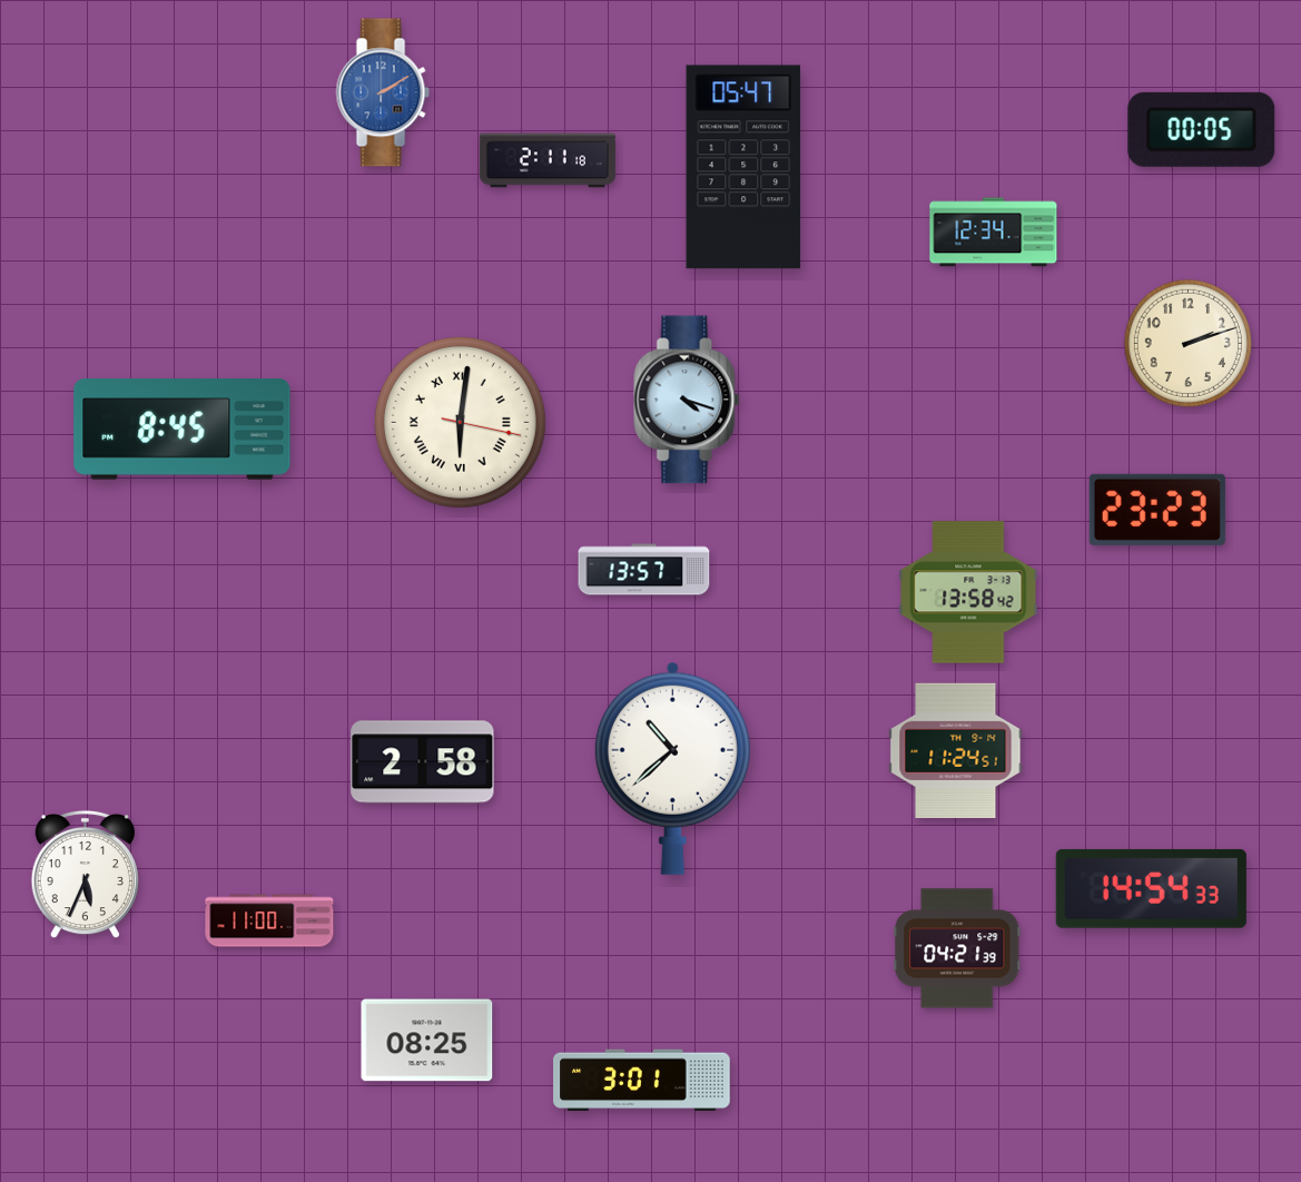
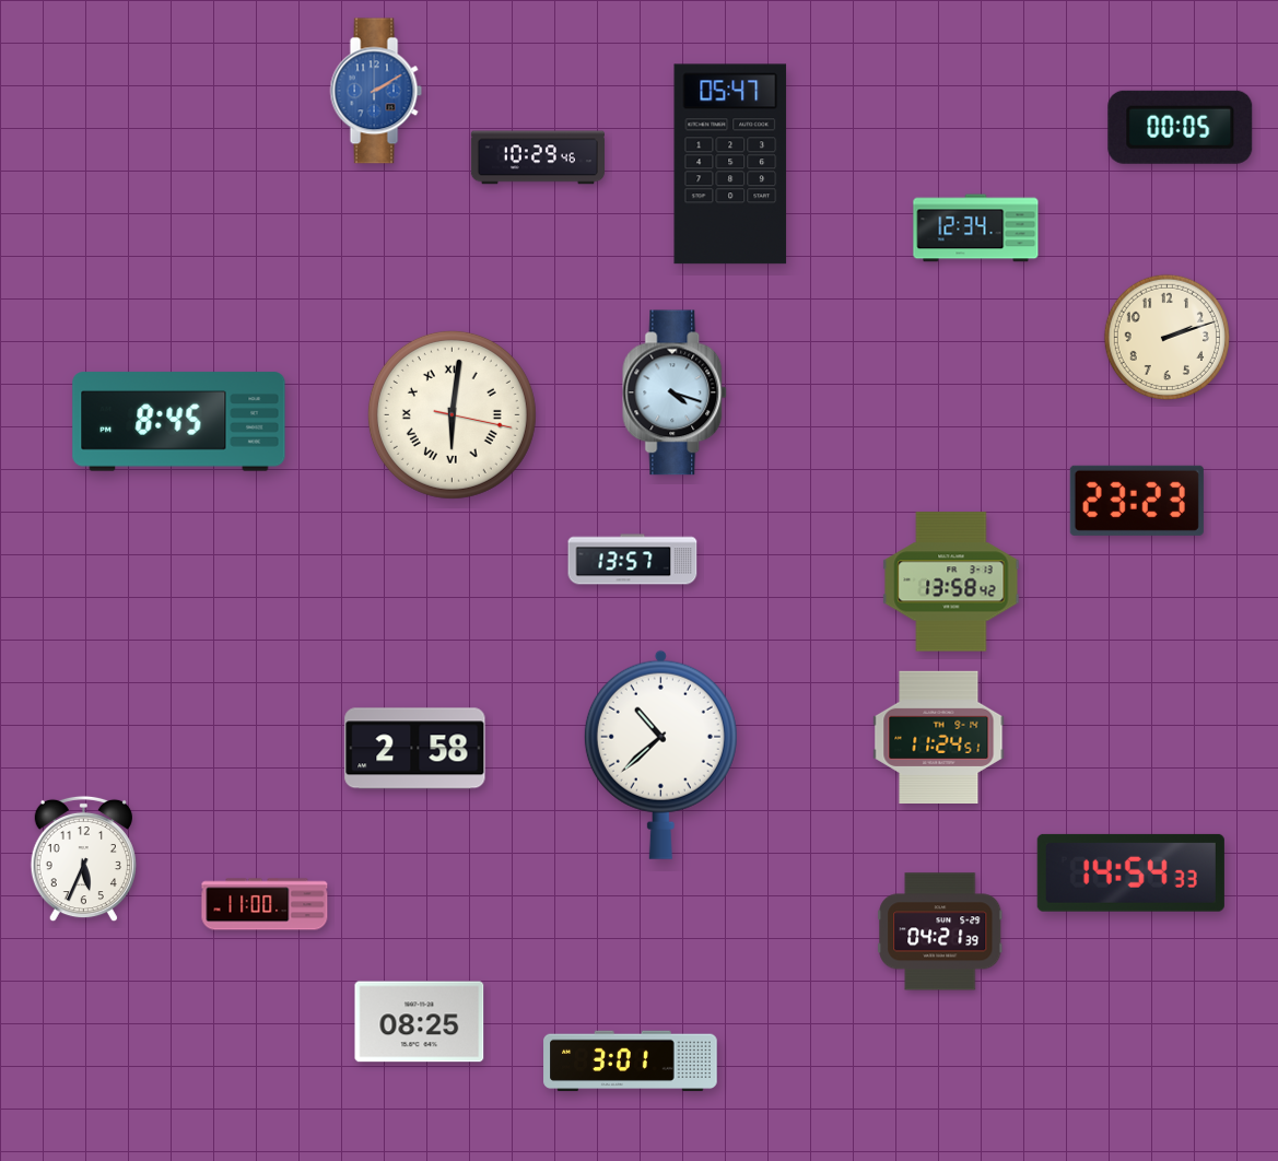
clock at (548, 160): 2:11 -> 10:29
